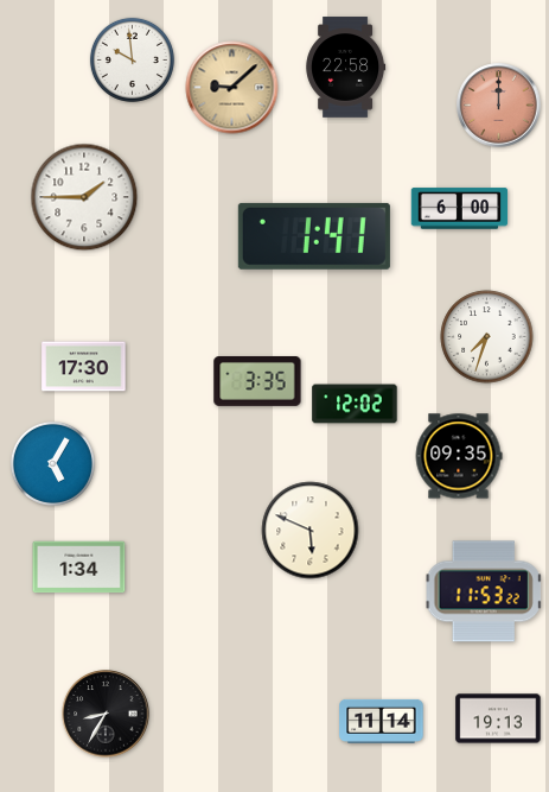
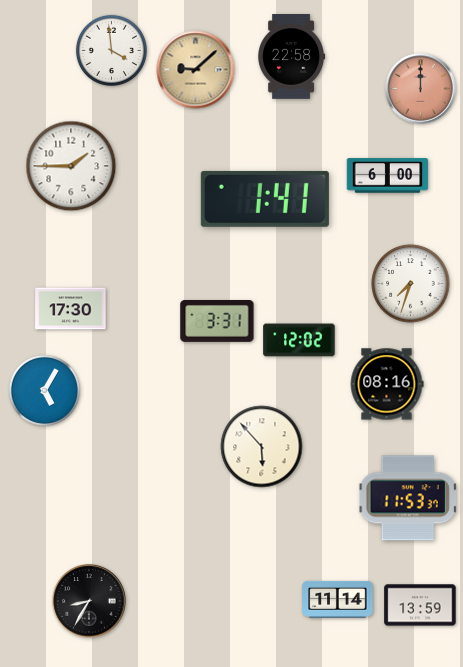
clock at (132, 59): 9:59 -> 3:59
clock at (232, 88) position: (232, 88) -> (196, 70)
clock at (257, 382): 3:35 -> 3:31
clock at (459, 456): 09:35 -> 08:16
clock at (311, 531): 5:49 -> 5:53
clock at (79, 568): 1:34 -> none
clock at (484, 591): 11:53:22 -> 11:53:37
clock at (498, 718): 19:13 -> 13:59
clock at (382, 721) position: (382, 721) -> (338, 599)
